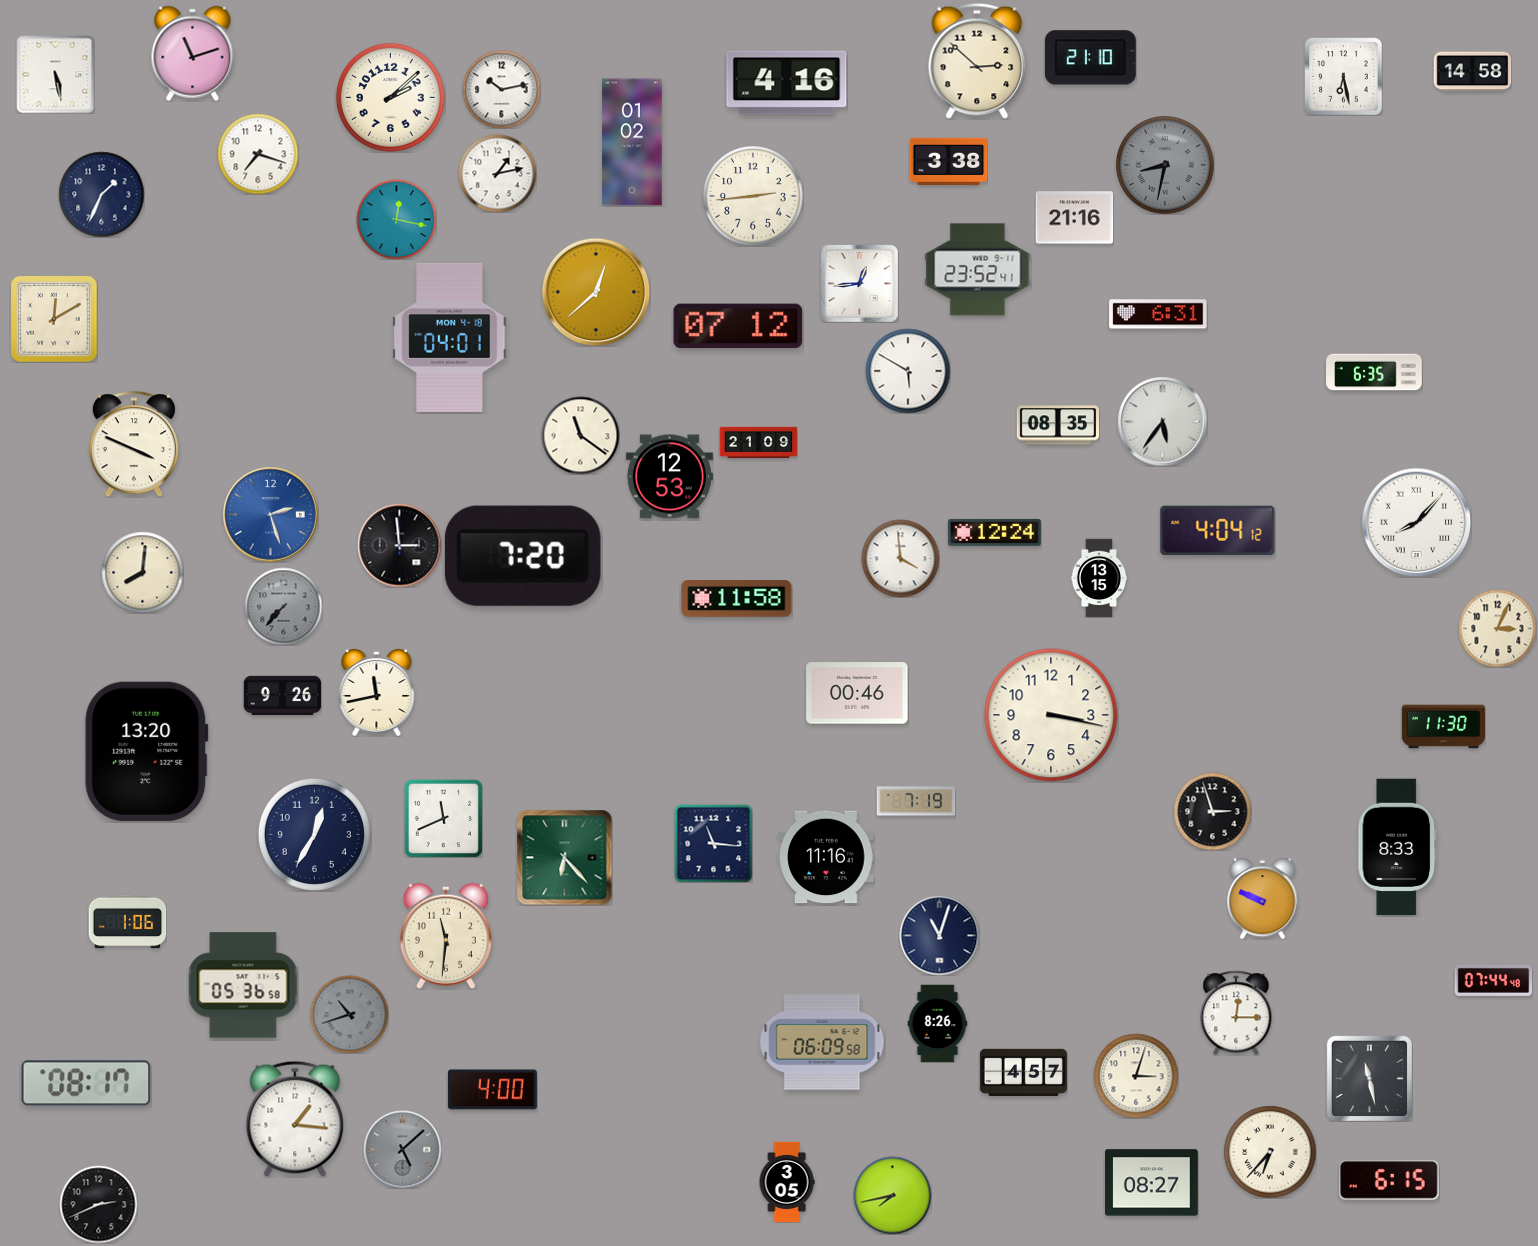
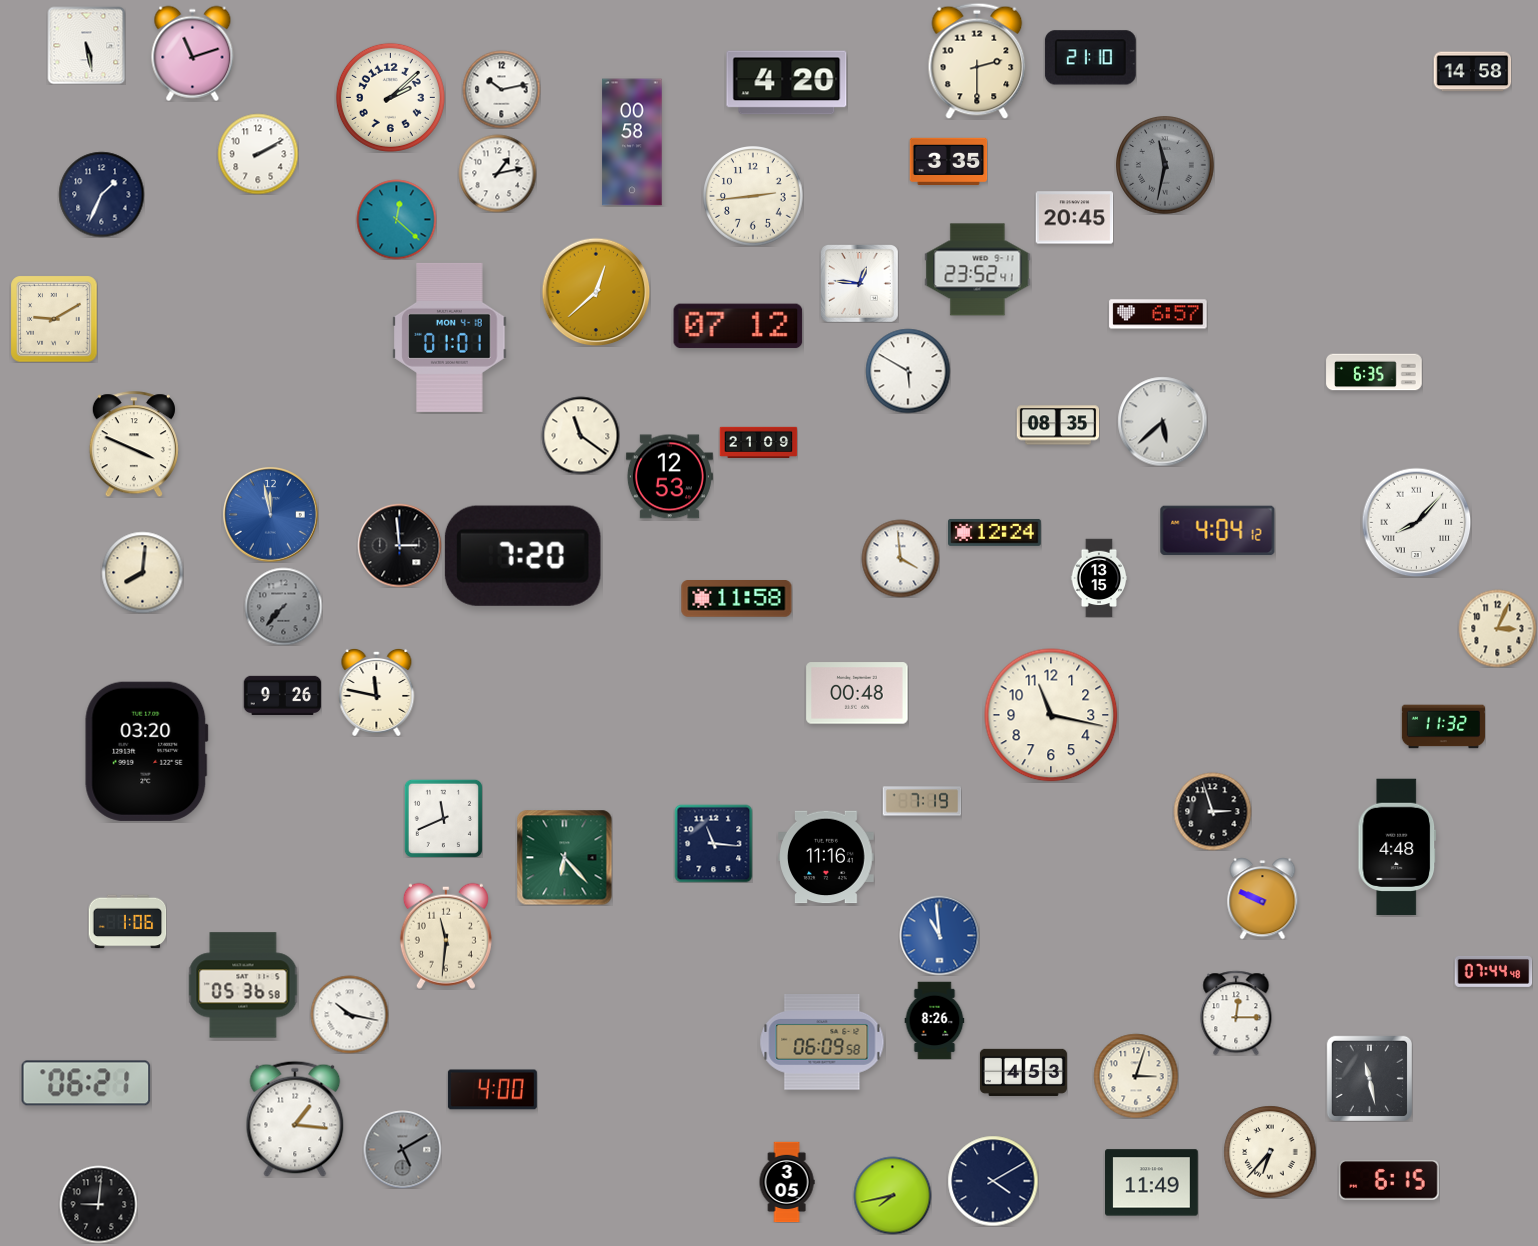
clock at (977, 61): 2:52 -> 2:30
clock at (55, 74) position: (55, 74) -> (86, 45)
clock at (1343, 76): 6:28 -> none
clock at (787, 83): 4:16 -> 4:20
clock at (632, 142): 01:02 -> 00:58
clock at (258, 154): 7:18 -> 2:10
clock at (948, 161): 3:38 -> 3:35
clock at (1165, 165): 8:32 -> 11:32
clock at (1074, 218): 21:16 -> 20:45
clock at (396, 219): 12:17 -> 12:22
clock at (860, 284): 12:44 -> 12:46
clock at (1158, 314): 6:31 -> 6:57
clock at (54, 319): 12:10 -> 9:10
clock at (450, 337): 04:01 -> 01:01
clock at (1162, 421): 5:36 -> 5:38
clock at (271, 515): 2:27 -> 11:58
clock at (377, 692): 11:43 -> 11:47
clock at (857, 693): 00:46 -> 00:48
clock at (1051, 715): 3:17 -> 11:17
clock at (1443, 727): 11:30 -> 11:32
clock at (147, 751): 13:20 -> 03:20
clock at (916, 801) position: (916, 801) -> (922, 801)
clock at (314, 834): 12:35 -> none
clock at (1397, 847): 8:33 -> 4:48
clock at (939, 935): 11:03 -> 10:59
clock at (939, 935) dial: navy -> blue
clock at (1493, 980) position: (1493, 980) -> (1493, 971)
clock at (349, 1014): 10:42 -> 10:17
clock at (349, 1014) dial: grey -> white
clock at (938, 1023) position: (938, 1023) -> (935, 1020)
clock at (1023, 1072): 4:57 -> 4:53
clock at (86, 1083): 08:17 -> 06:21
clock at (402, 1149): 5:08 -> 5:10
clock at (993, 1181): none -> 4:10
clock at (1152, 1183): 08:27 -> 11:49
clock at (98, 1204): 2:41 -> 9:01
